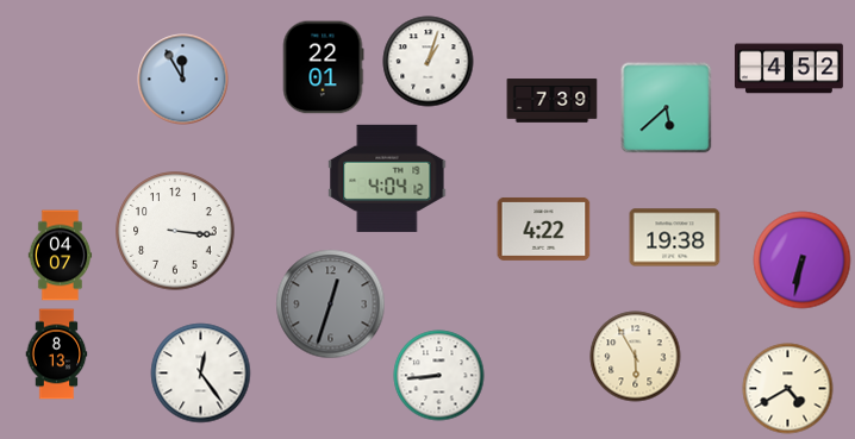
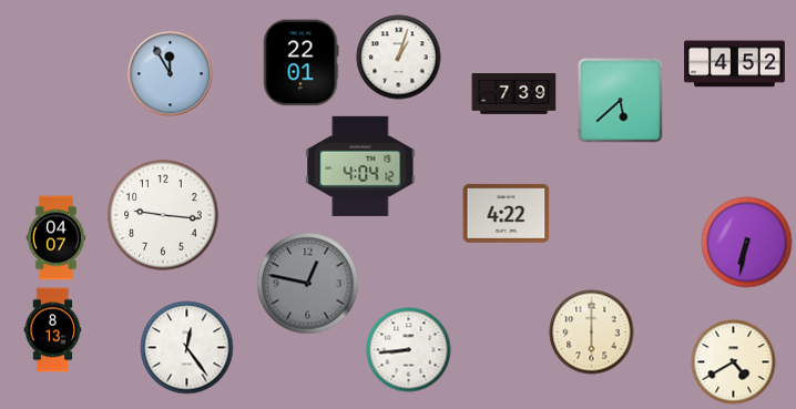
clock at (175, 231): 3:16 -> 9:16
clock at (675, 238): 19:38 -> none
clock at (331, 305): 12:33 -> 12:47
clock at (636, 357): 5:55 -> 6:00
